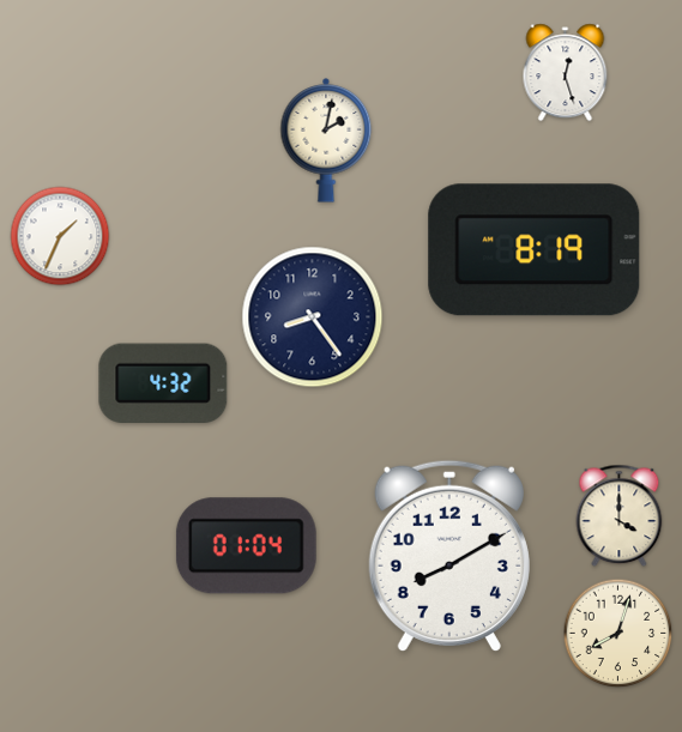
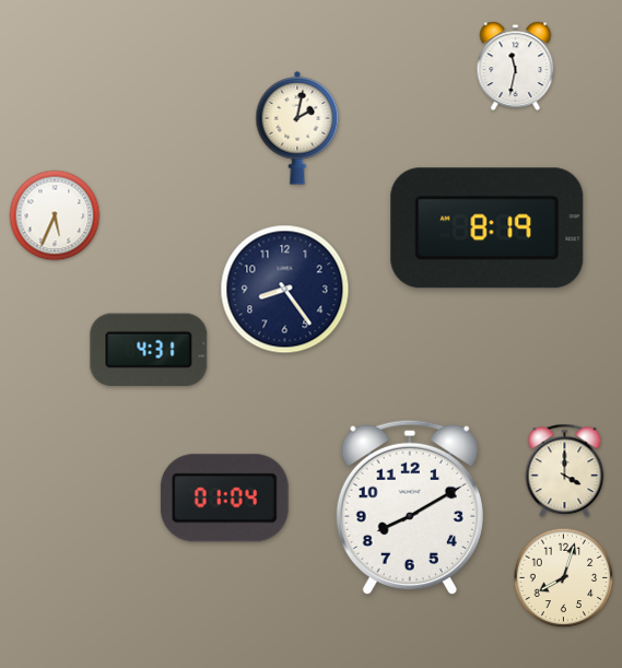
clock at (566, 73): 12:27 -> 11:32
clock at (60, 236): 1:34 -> 5:34
clock at (163, 383): 4:32 -> 4:31
